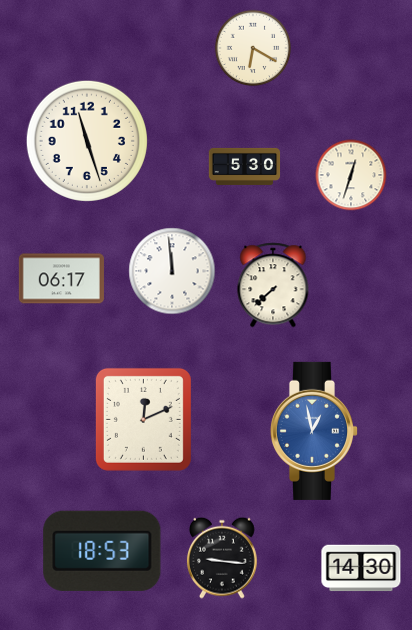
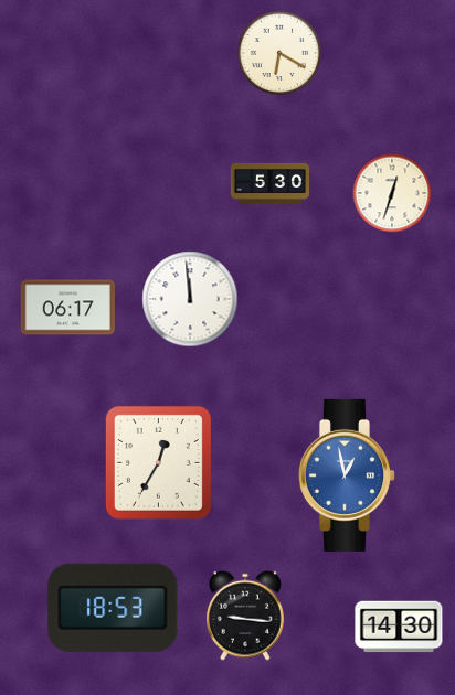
clock at (87, 141): 11:27 -> none
clock at (351, 175) position: (351, 175) -> (392, 193)
clock at (273, 285): 7:38 -> none
clock at (143, 419): 12:11 -> 12:35
